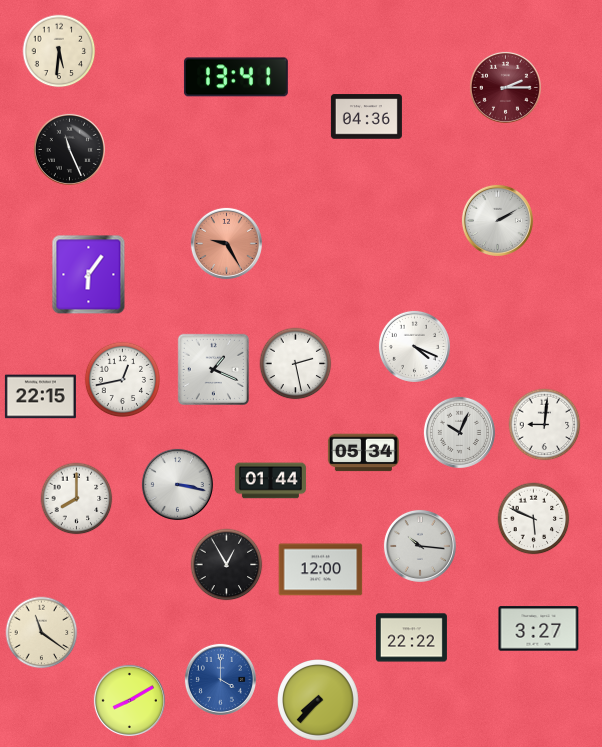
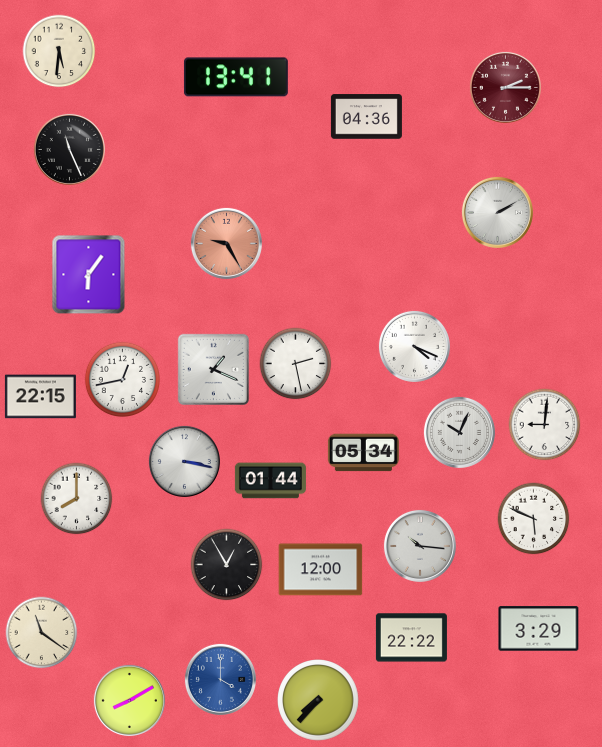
clock at (497, 220) position: (497, 220) -> (497, 212)
clock at (177, 484) position: (177, 484) -> (184, 461)
clock at (539, 629): 3:27 -> 3:29
